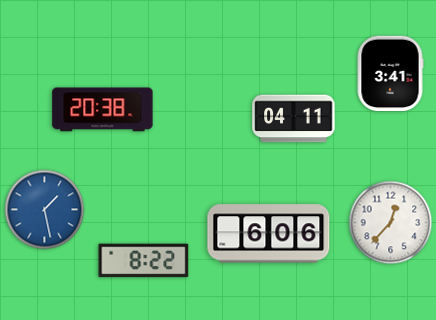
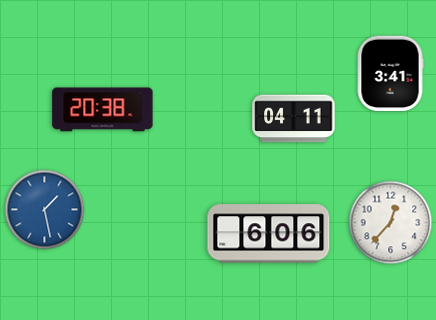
clock at (144, 261): 8:22 -> none
